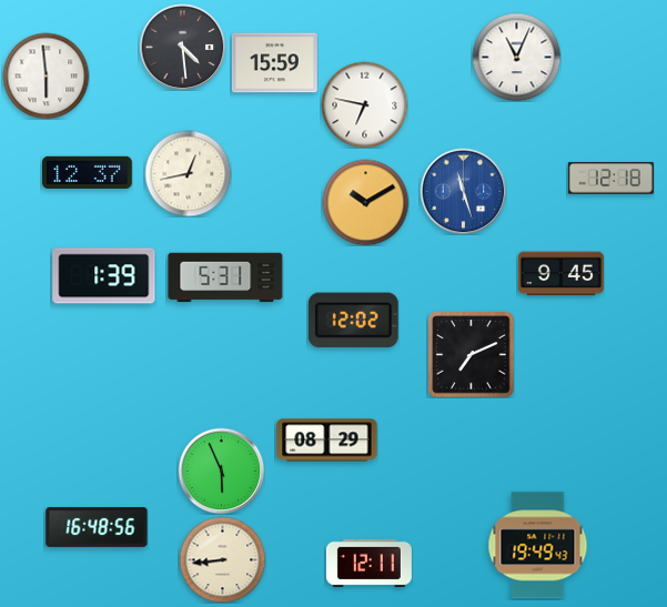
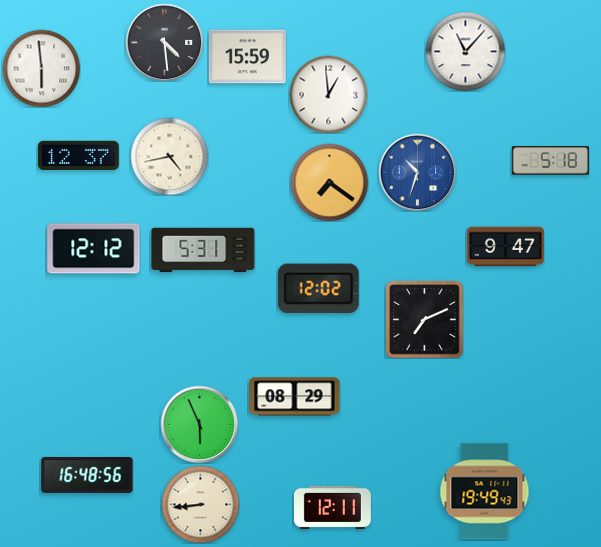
clock at (516, 57): 11:04 -> 11:07
clock at (364, 104): 6:47 -> 12:59
clock at (188, 173): 12:43 -> 4:43
clock at (610, 179): 12:18 -> 5:18
clock at (463, 191): 11:27 -> 10:33
clock at (365, 202): 10:10 -> 7:21
clock at (560, 274): 9:45 -> 9:47
clock at (104, 276): 1:39 -> 12:12
